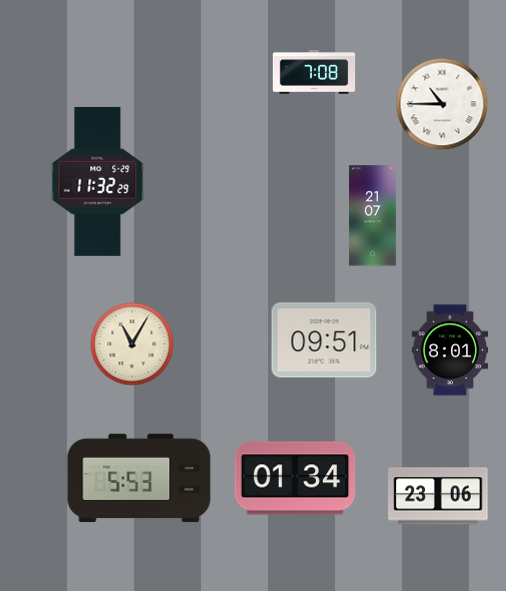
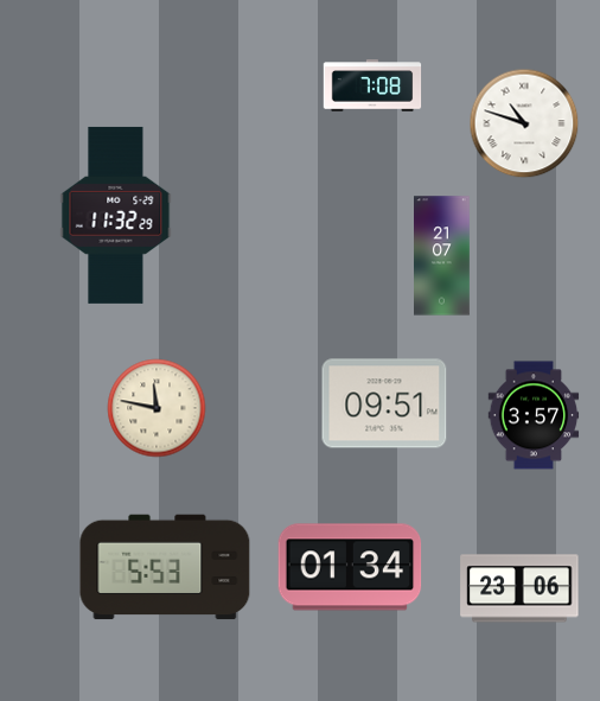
clock at (442, 104): 10:45 -> 10:48
clock at (132, 344): 11:05 -> 11:47
clock at (450, 350): 8:01 -> 3:57
